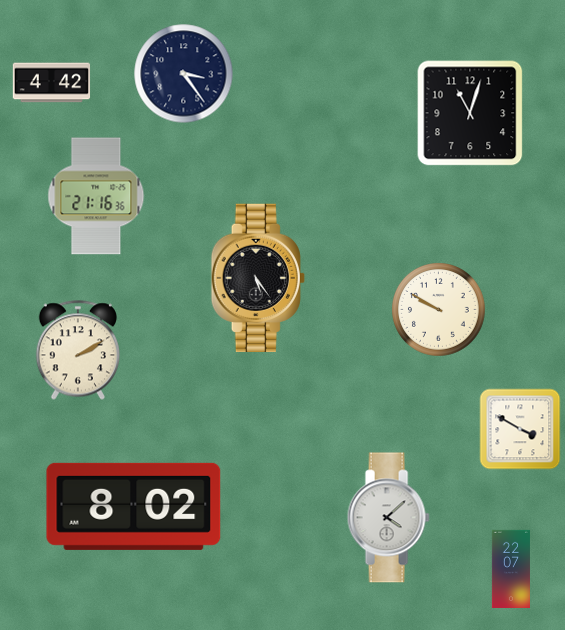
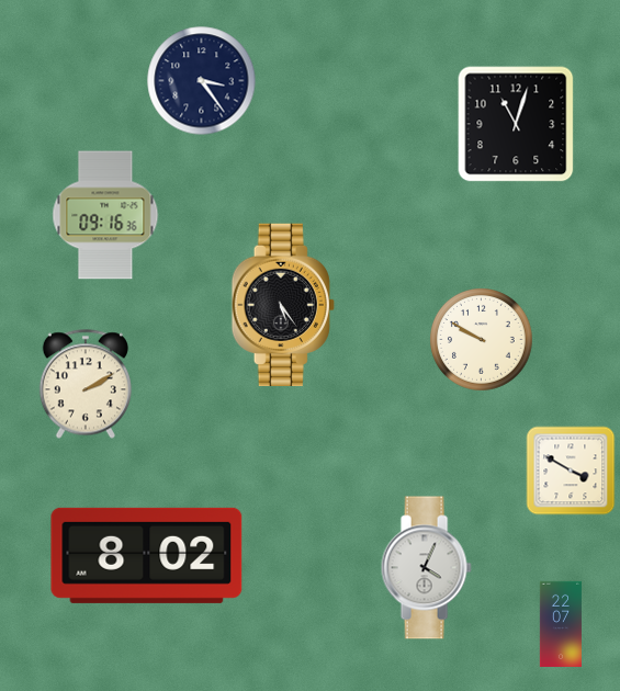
clock at (52, 83): 4:42 -> none
clock at (96, 196): 21:16 -> 09:16
clock at (388, 518): 4:08 -> 4:04
